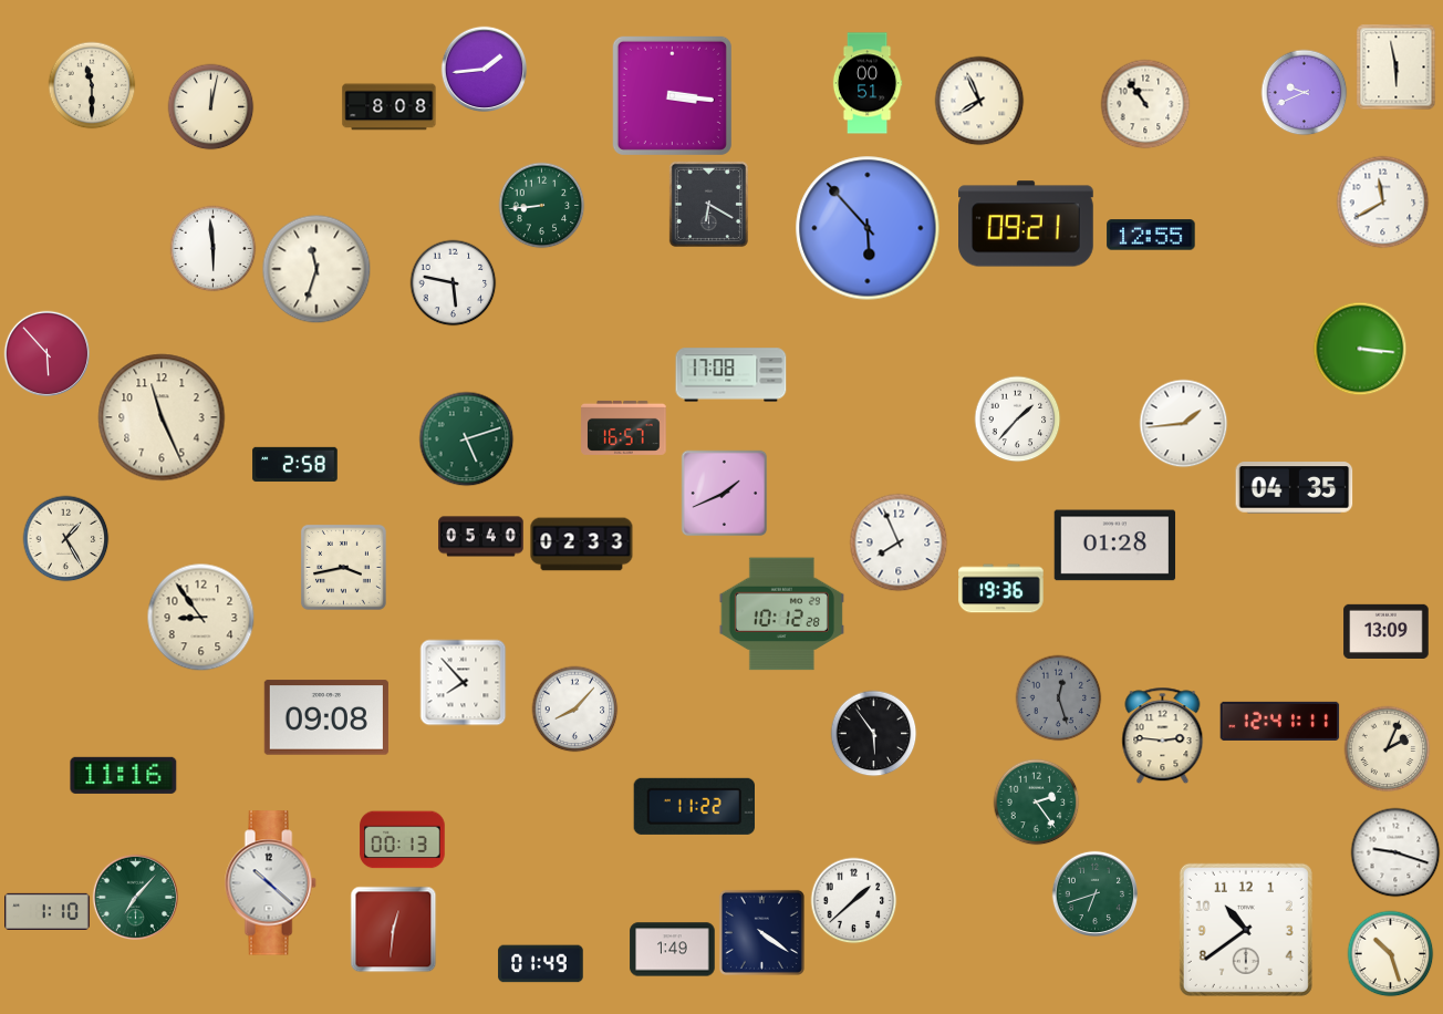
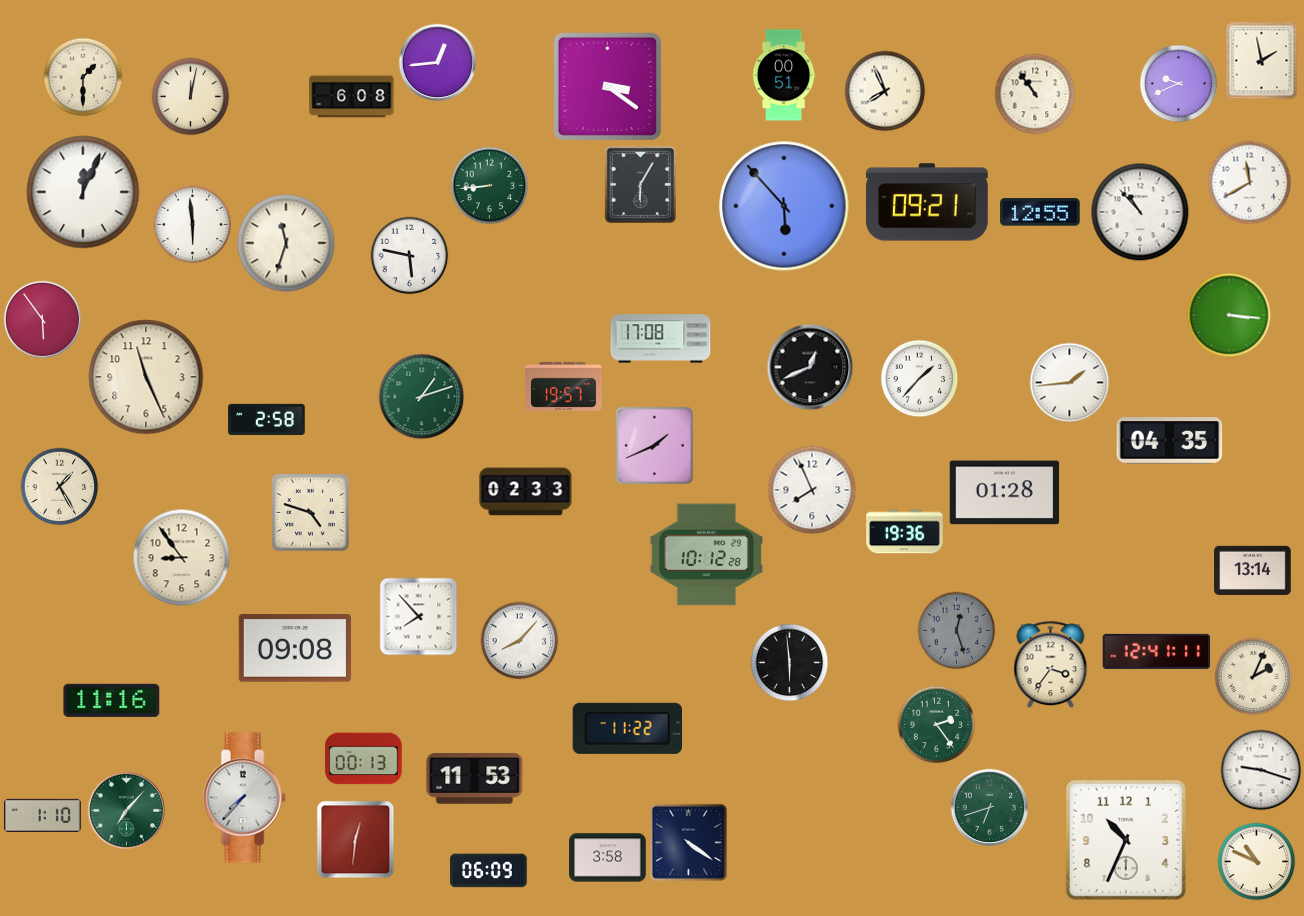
clock at (1397, 66): 5:58 -> 1:58
clock at (484, 69): 1:44 -> 12:44
clock at (92, 85): 11:30 -> 1:30
clock at (672, 95): 3:16 -> 3:21
clock at (390, 107): 8:08 -> 6:08
clock at (708, 204): 6:20 -> 6:05
clock at (83, 192): none -> 12:04
clock at (1140, 212): none -> 10:53
clock at (46, 353): 5:53 -> 5:54
clock at (810, 367): none -> 12:41
clock at (624, 427): 16:57 -> 19:57
clock at (466, 438): 5:12 -> 1:12
clock at (481, 537): 05:40 -> none
clock at (1115, 546) position: (1115, 546) -> (1005, 493)
clock at (343, 567): 3:43 -> 4:48
clock at (1387, 631): 13:09 -> 13:14
clock at (873, 733): 5:54 -> 5:59
clock at (1163, 735): 2:46 -> 3:36
clock at (475, 779): none -> 11:53
clock at (270, 883): 10:22 -> 7:37
clock at (135, 897) position: (135, 897) -> (126, 810)
clock at (853, 900): 1:38 -> none
clock at (48, 911) position: (48, 911) -> (43, 815)
clock at (1246, 930): 10:39 -> 10:34
clock at (673, 950): 1:49 -> 3:58
clock at (1390, 953): 10:27 -> 10:49
clock at (541, 964): 01:49 -> 06:09
